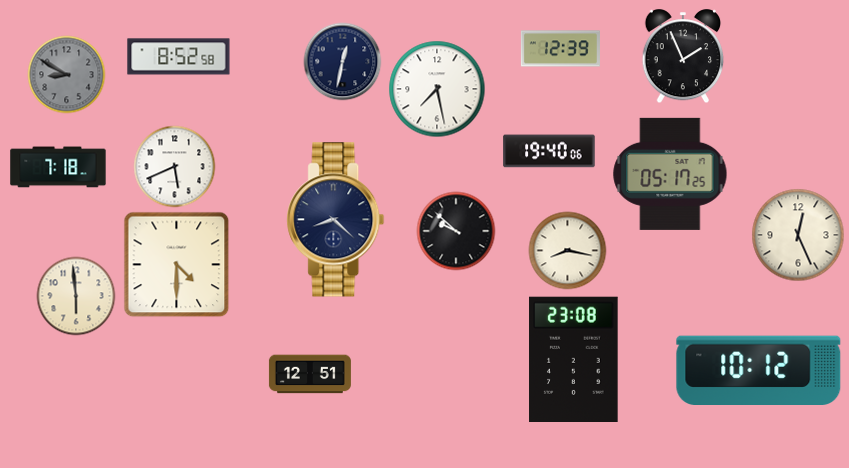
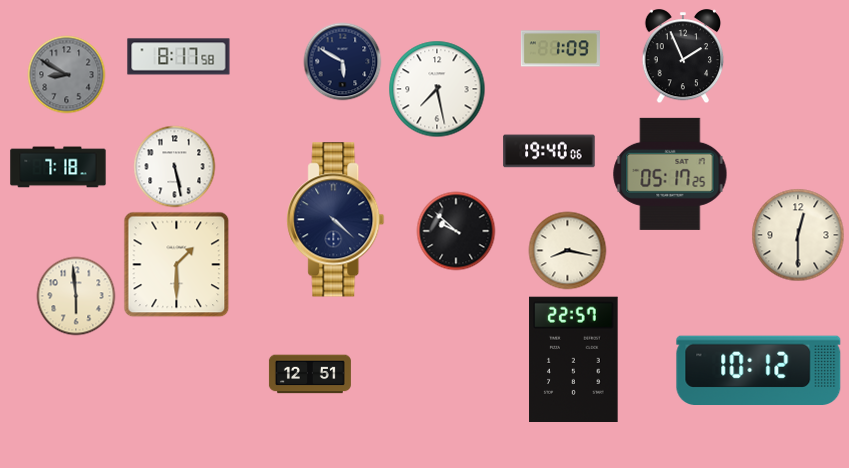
clock at (560, 49): 12:39 -> 1:09
clock at (179, 57): 8:52 -> 8:17
clock at (342, 61): 12:32 -> 5:50
clock at (174, 166): 5:41 -> 5:28
clock at (336, 220): 8:22 -> 4:22
clock at (798, 235): 12:26 -> 12:30
clock at (176, 264): 4:30 -> 1:30
clock at (574, 359): 23:08 -> 22:57
